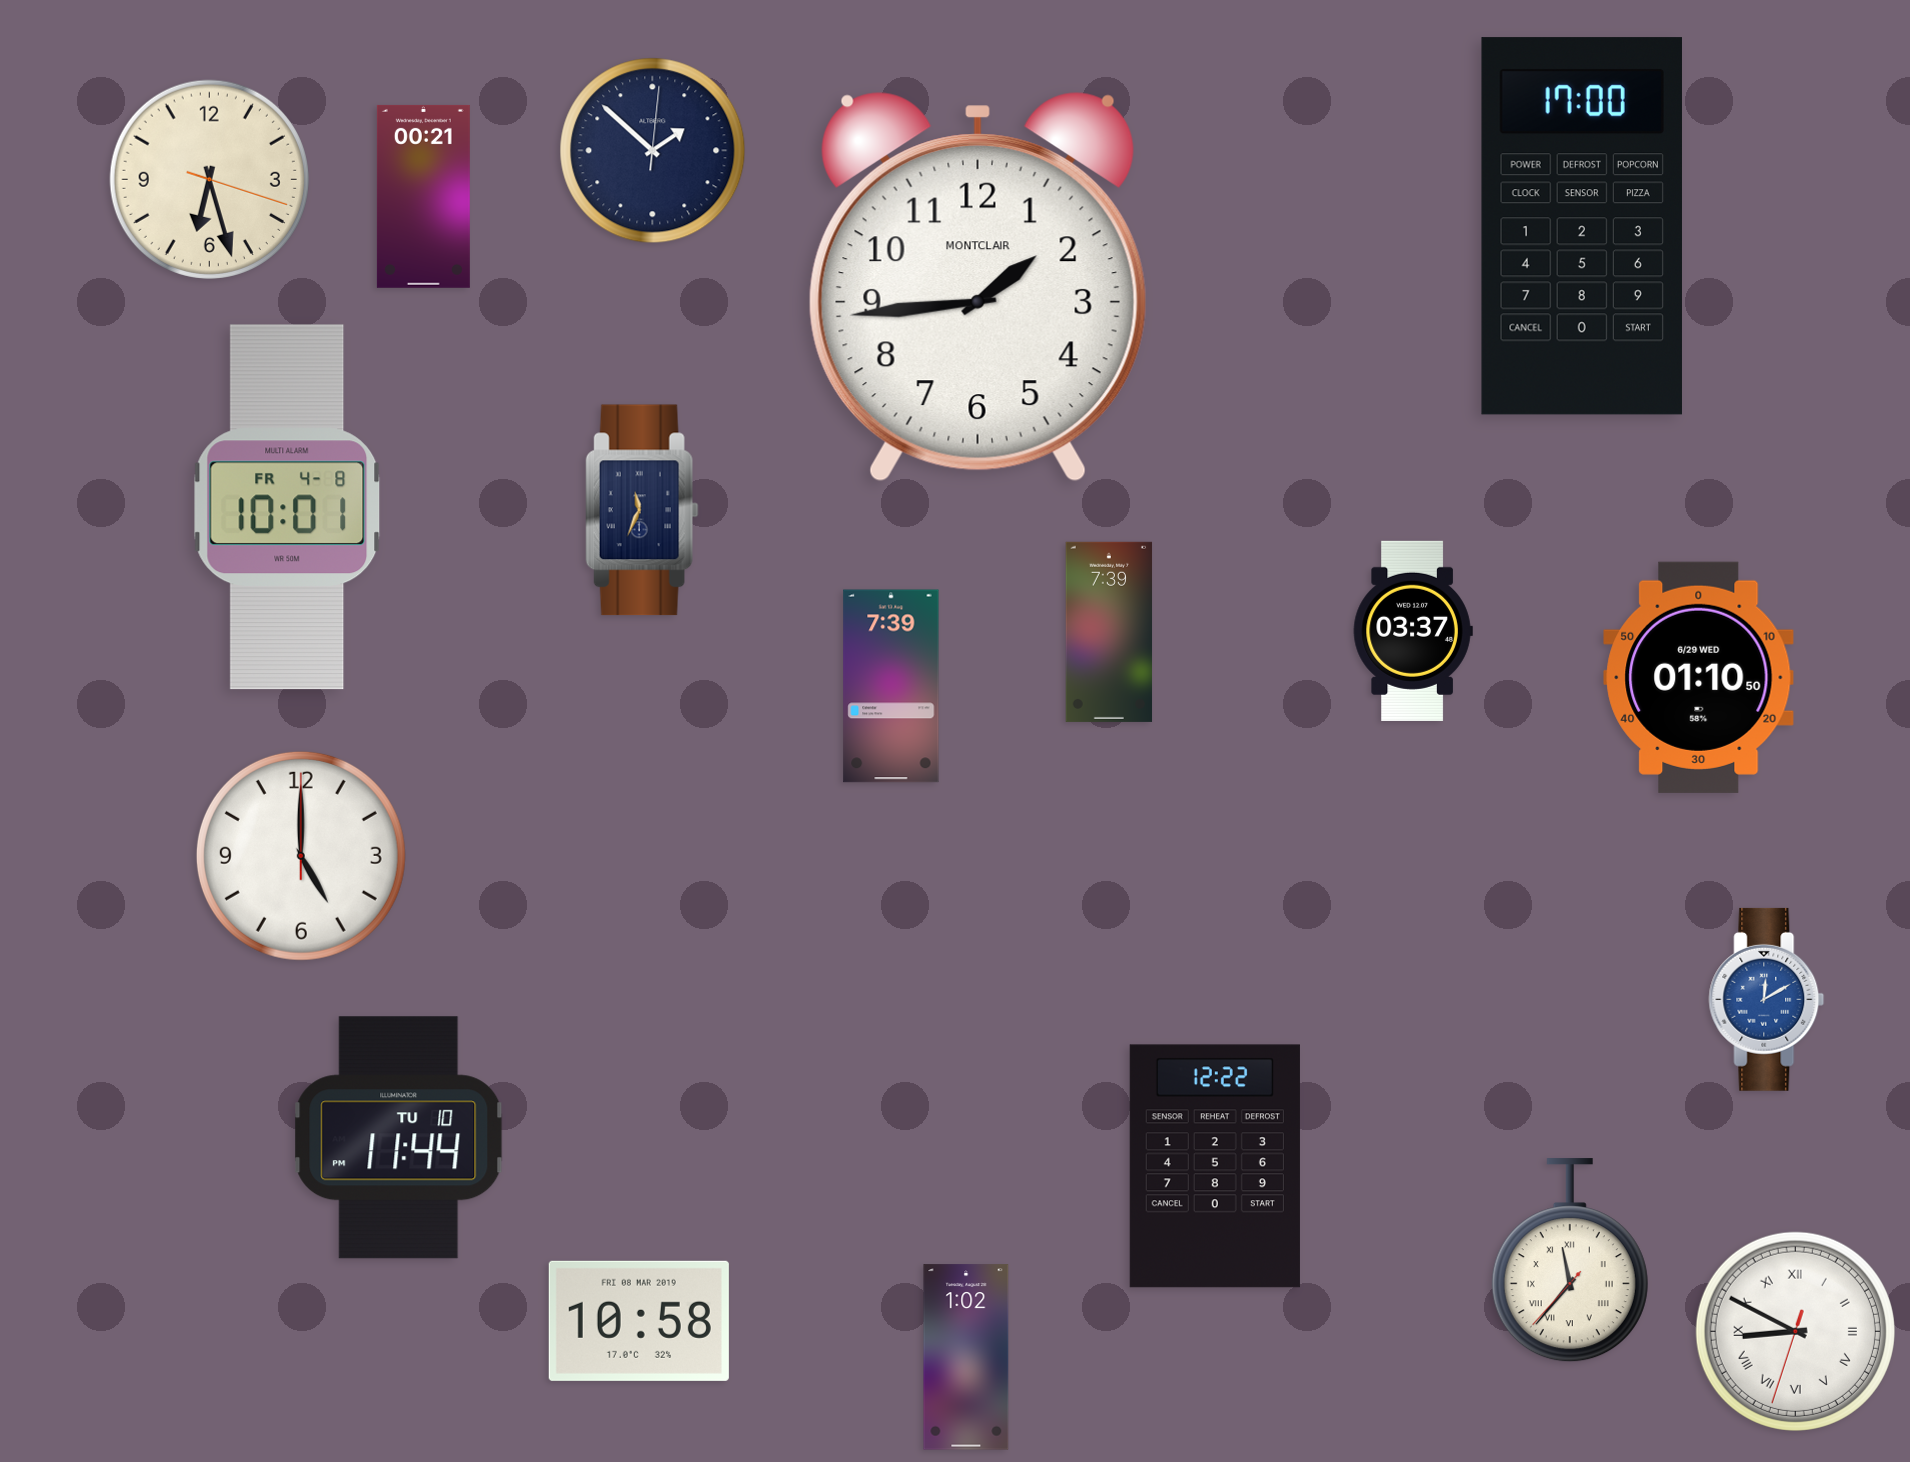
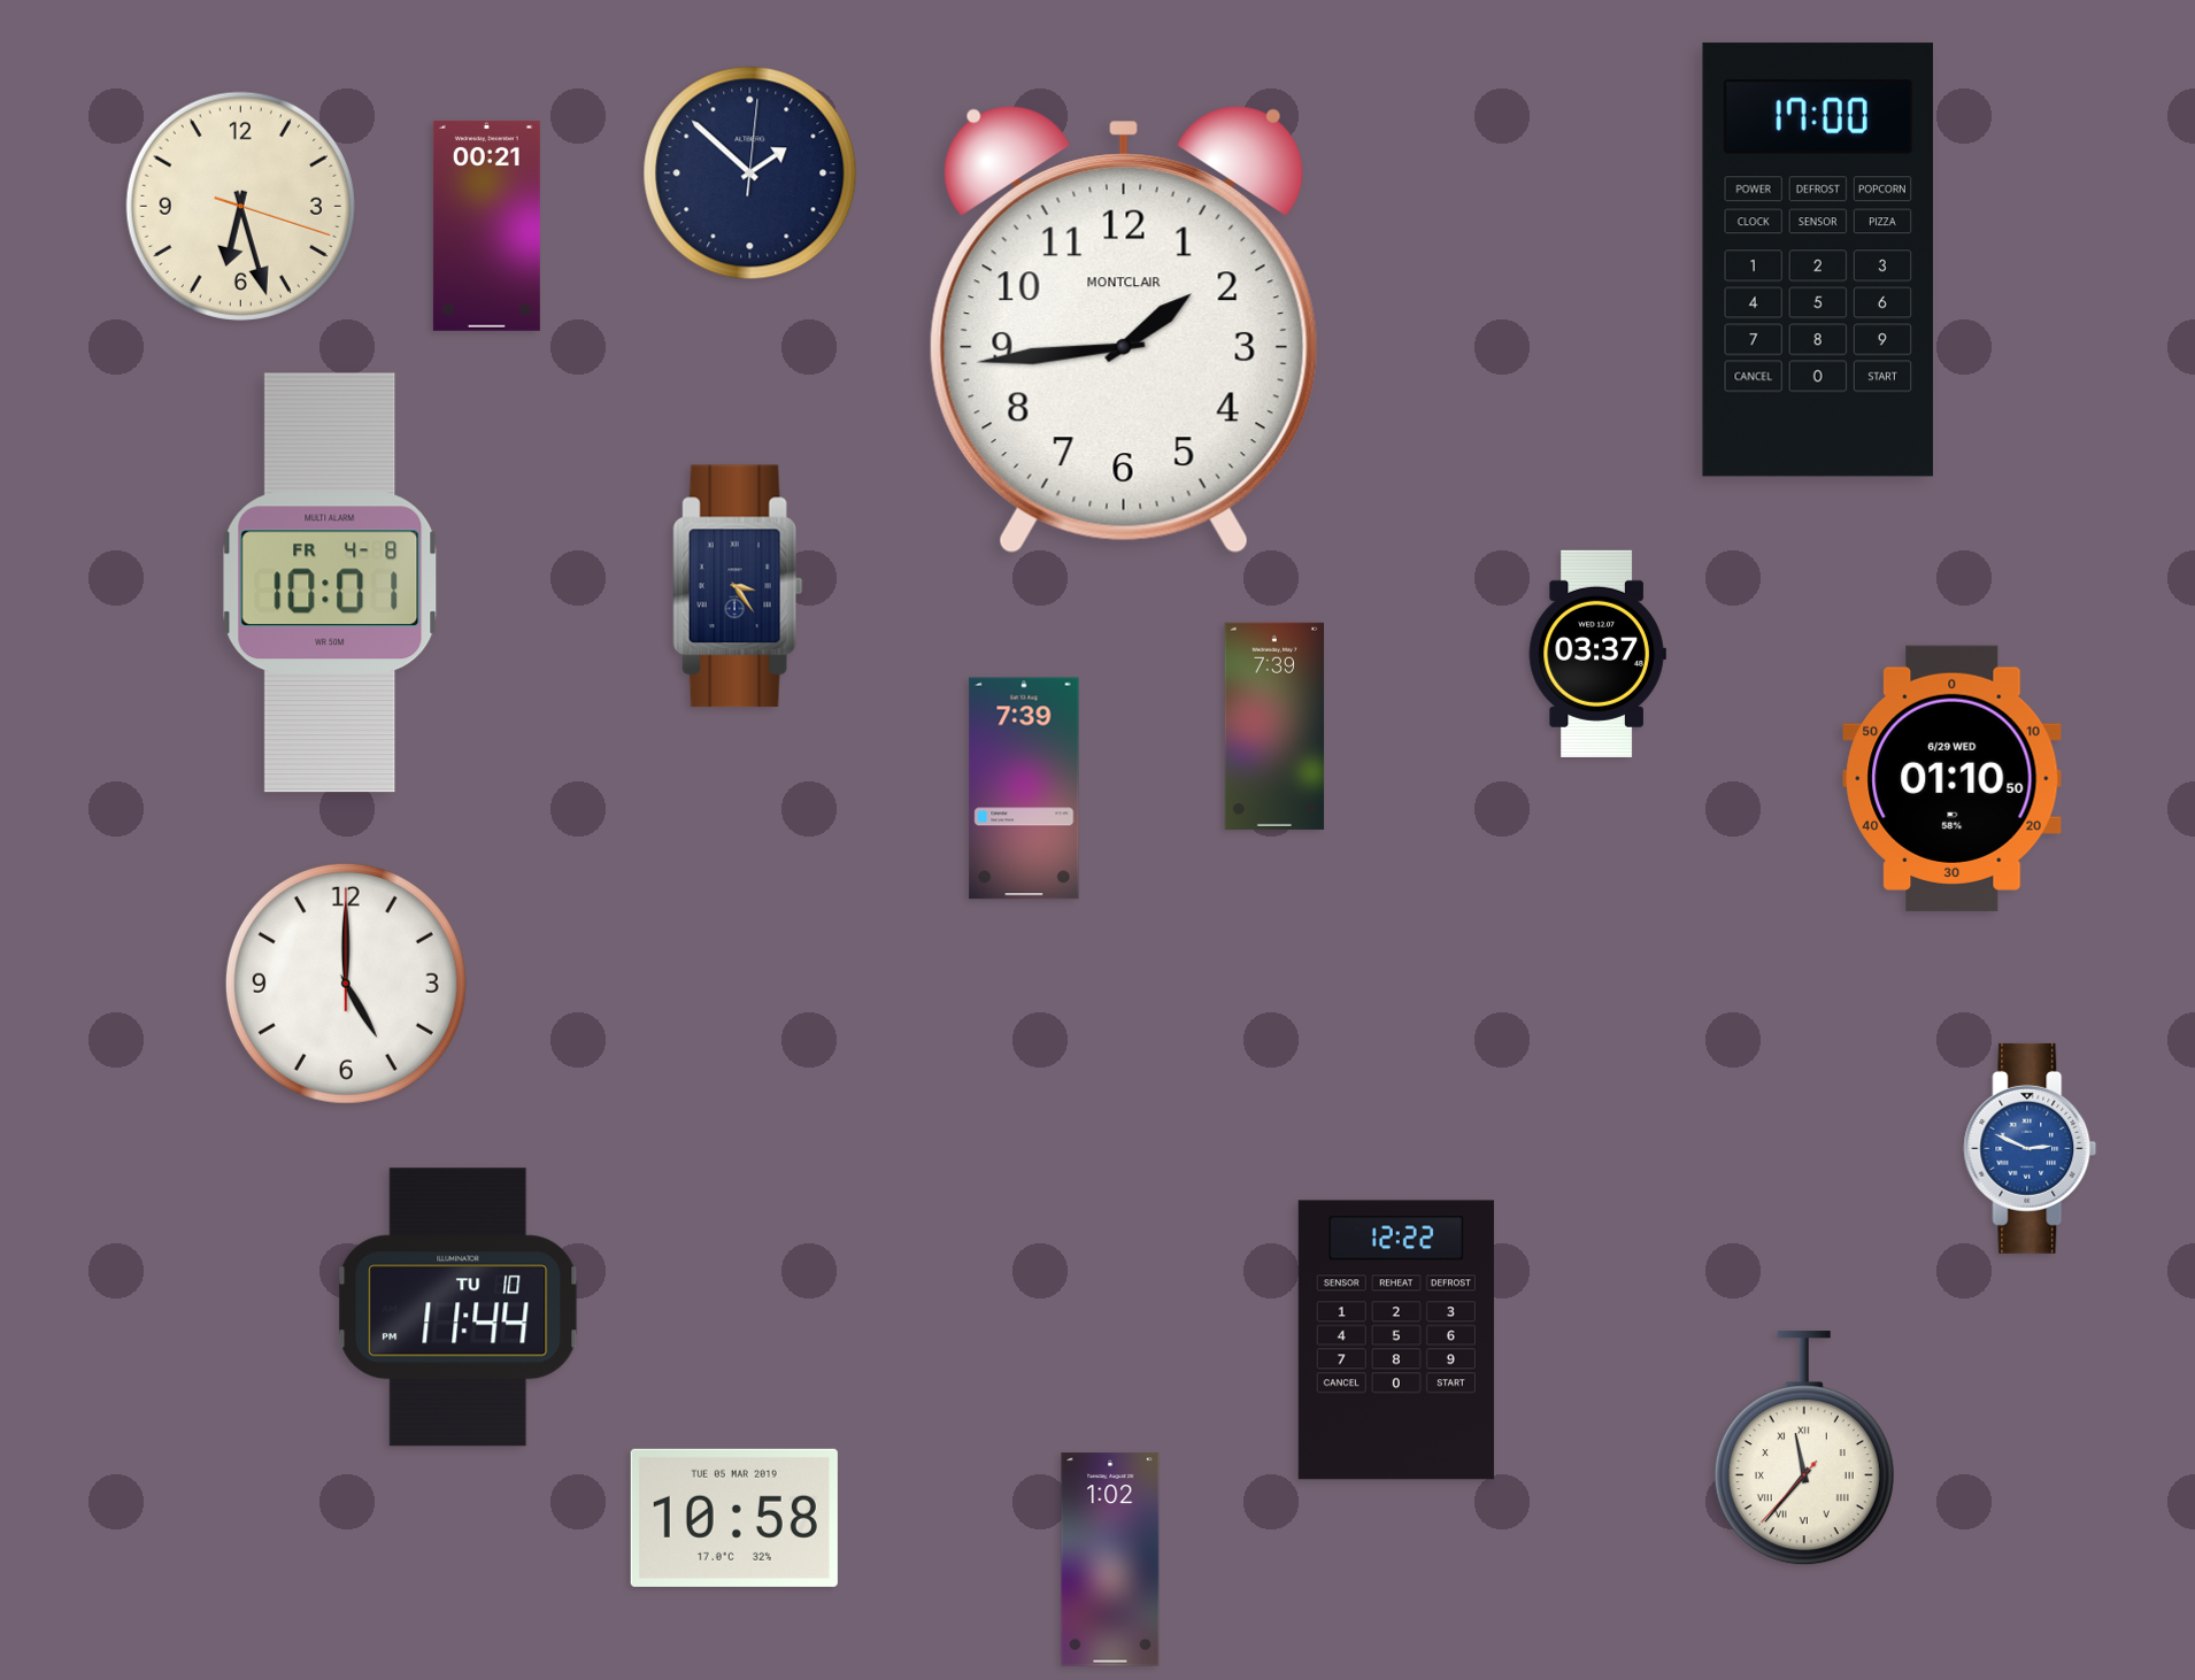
clock at (642, 510): 11:34 -> 3:24
clock at (1413, 631) position: (1413, 631) -> (1597, 654)
clock at (1767, 999): 12:10 -> 2:49
clock at (639, 1321) date: FRI 08 MAR 2019 -> TUE 05 MAR 2019
clock at (1795, 1331): 8:49 -> none
